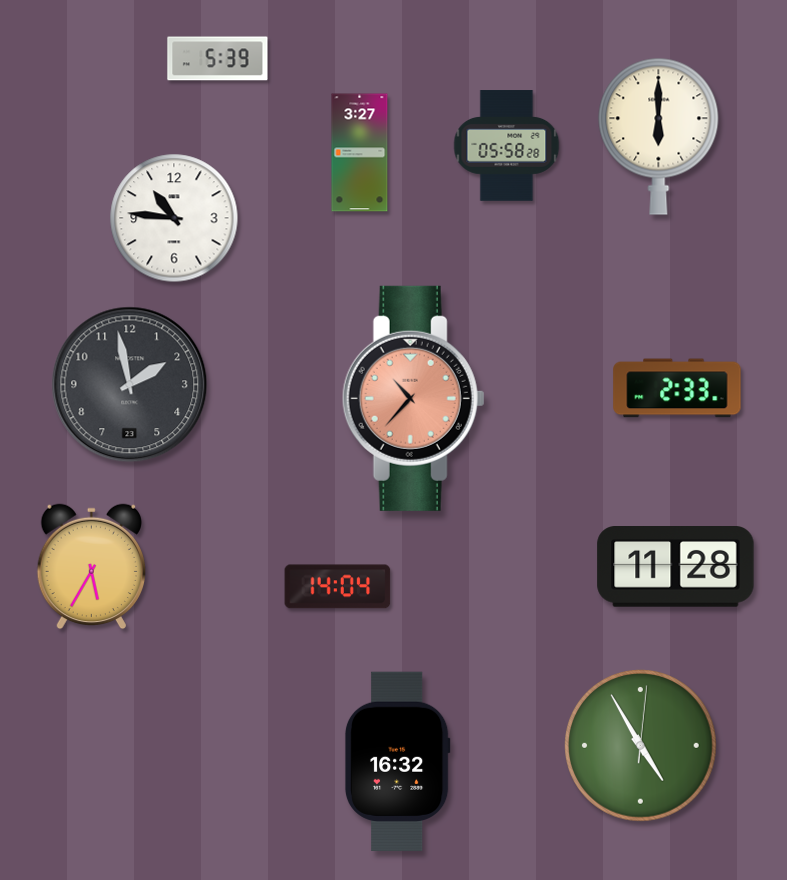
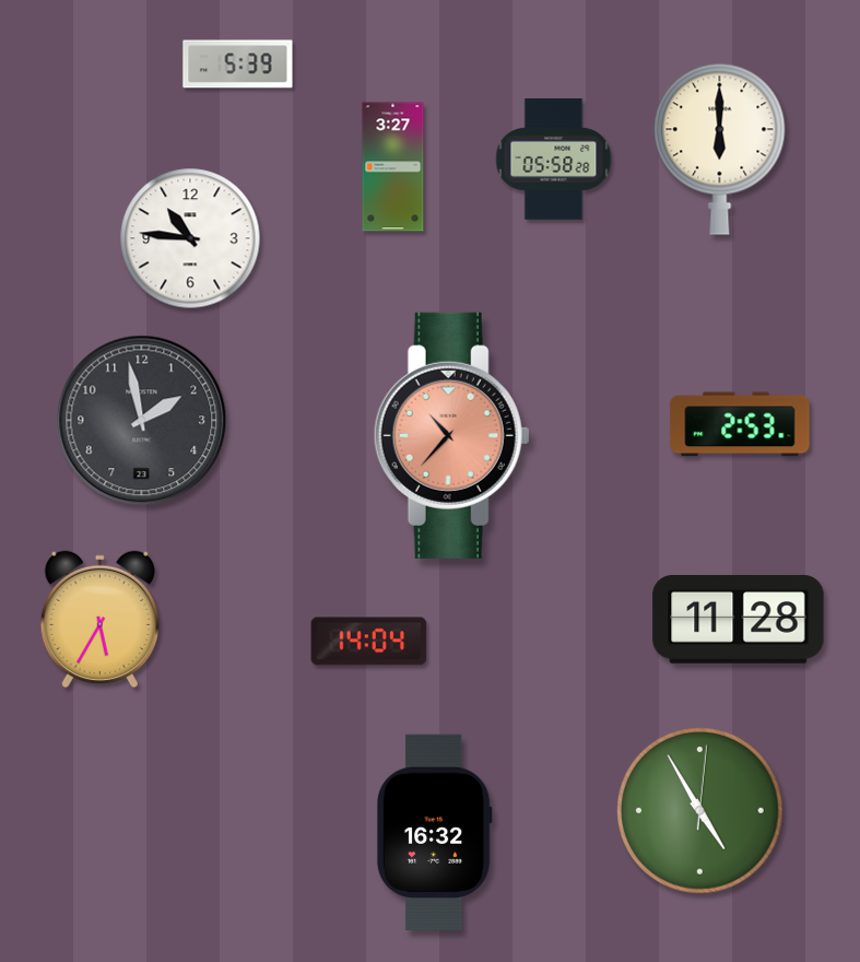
clock at (677, 388): 2:33 -> 2:53
clock at (641, 746) position: (641, 746) -> (700, 811)
